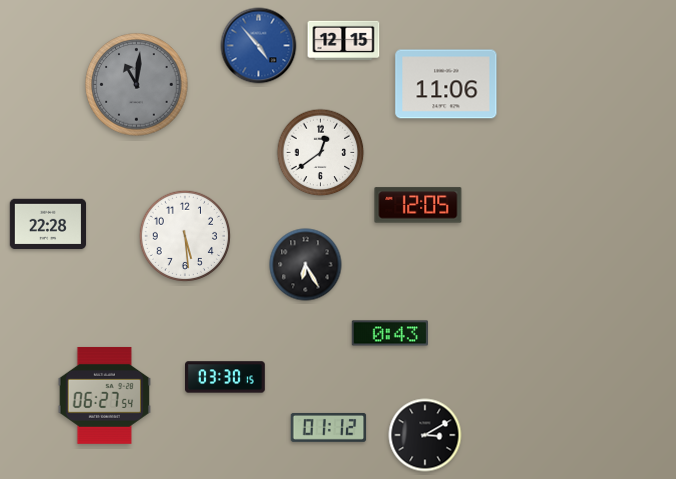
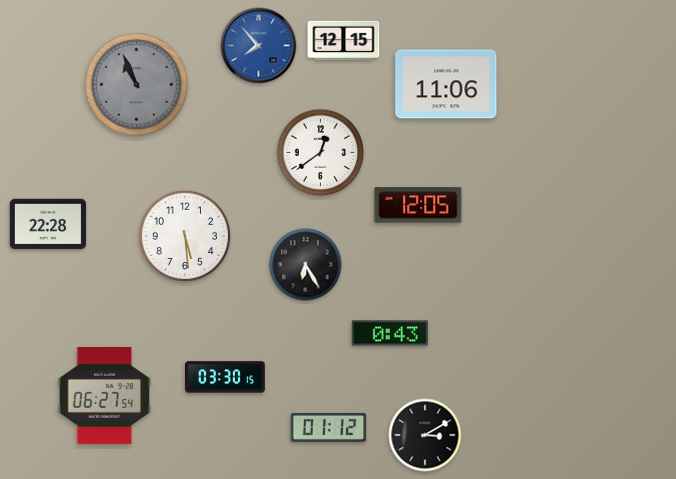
clock at (259, 46): 4:53 -> 7:53
clock at (137, 85): 11:01 -> 10:56
